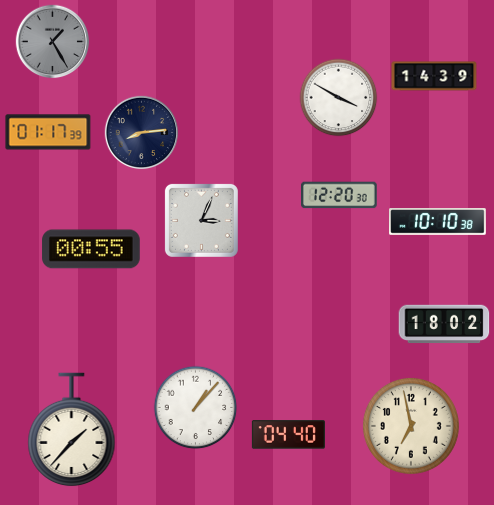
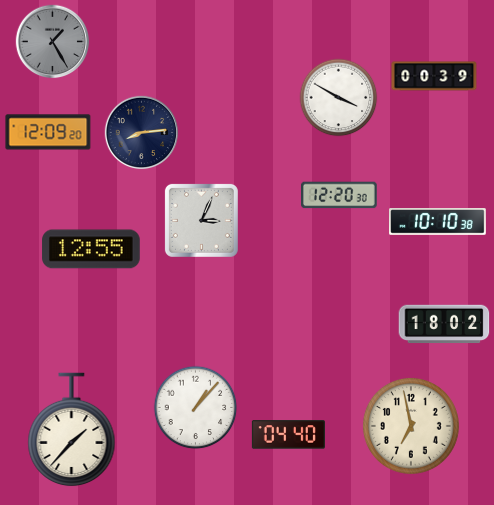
clock at (434, 76): 14:39 -> 00:39
clock at (48, 132): 01:17 -> 12:09
clock at (91, 249): 00:55 -> 12:55
